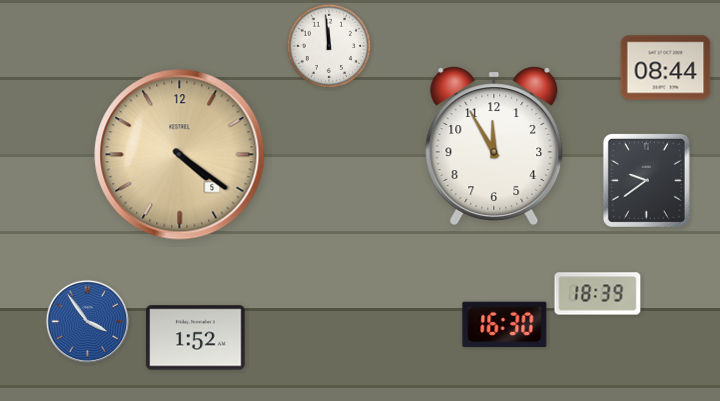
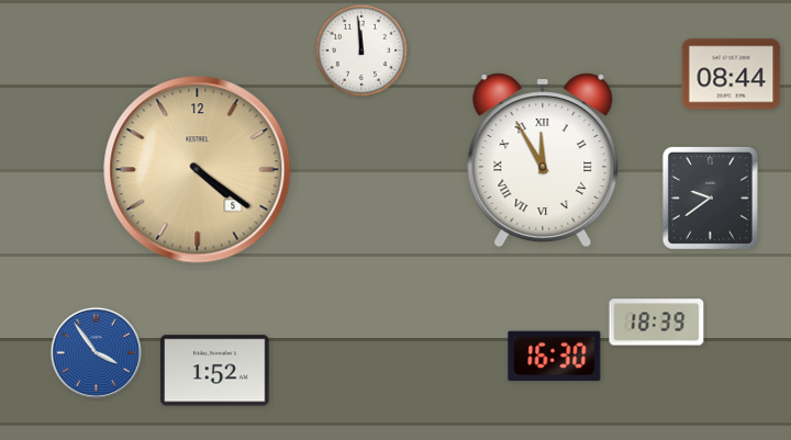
clock at (494, 145) numerals: Arabic -> Roman
